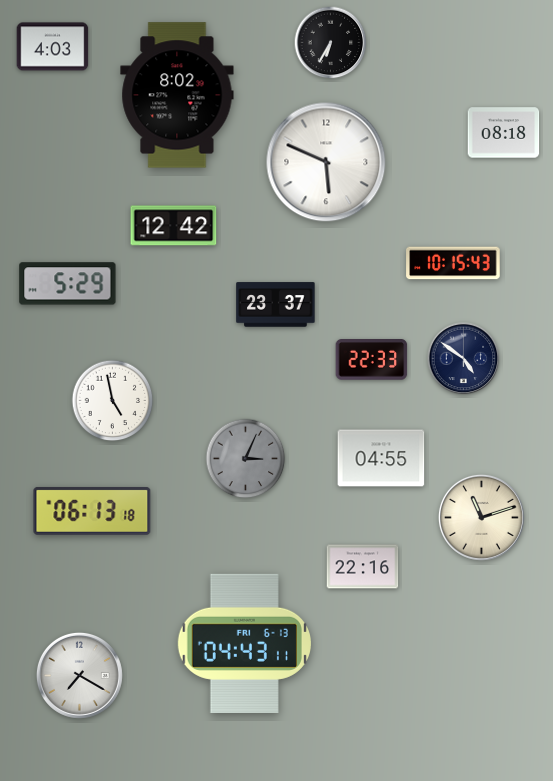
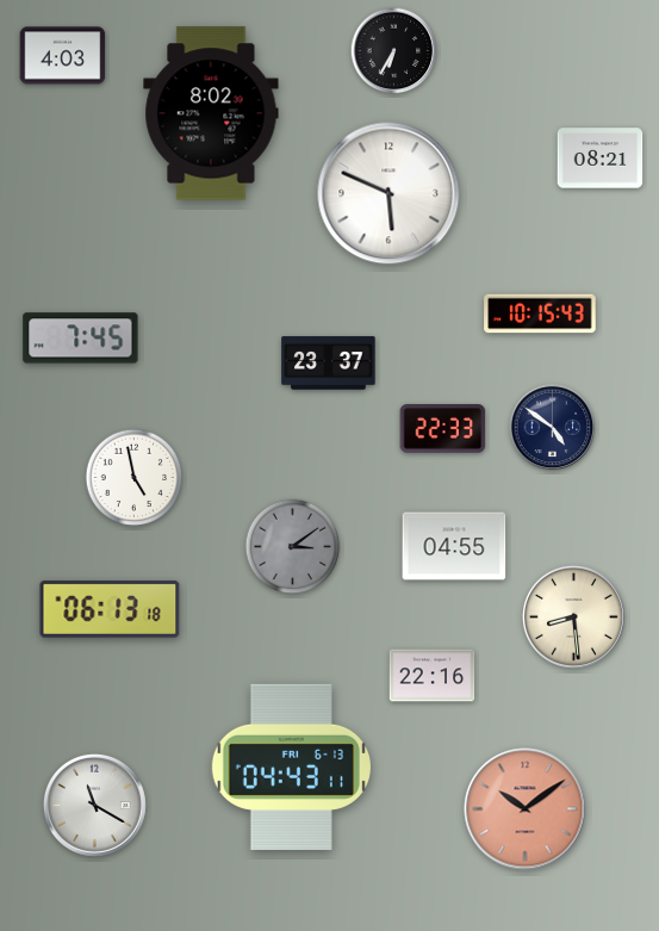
clock at (504, 133): 08:18 -> 08:21
clock at (174, 226): 12:42 -> none
clock at (68, 284): 5:29 -> 7:45
clock at (246, 459): 3:04 -> 3:09
clock at (481, 517): 11:12 -> 8:29
clock at (79, 675): 7:20 -> 11:20
clock at (526, 809): none -> 10:09
